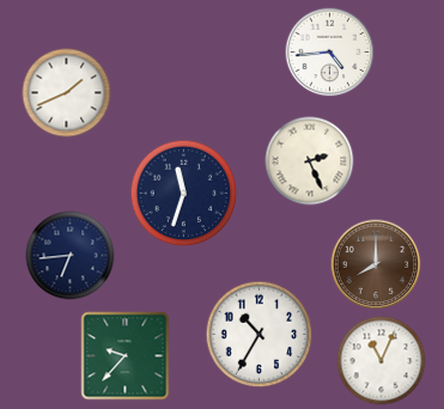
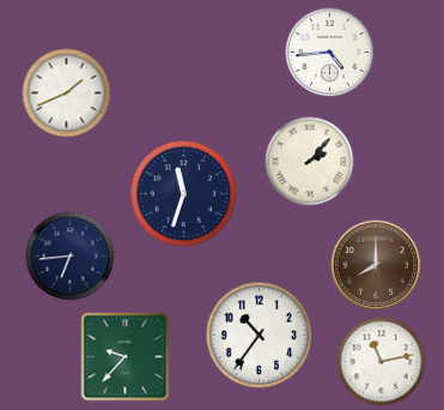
clock at (310, 161): 2:26 -> 2:07
clock at (260, 335): 10:35 -> 10:36
clock at (382, 361): 11:04 -> 11:13
